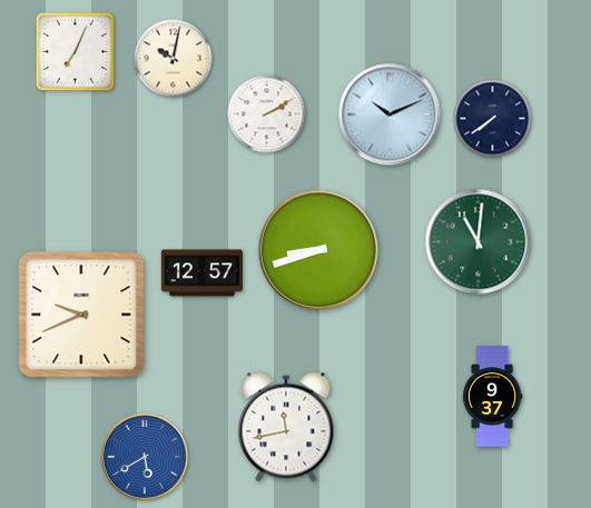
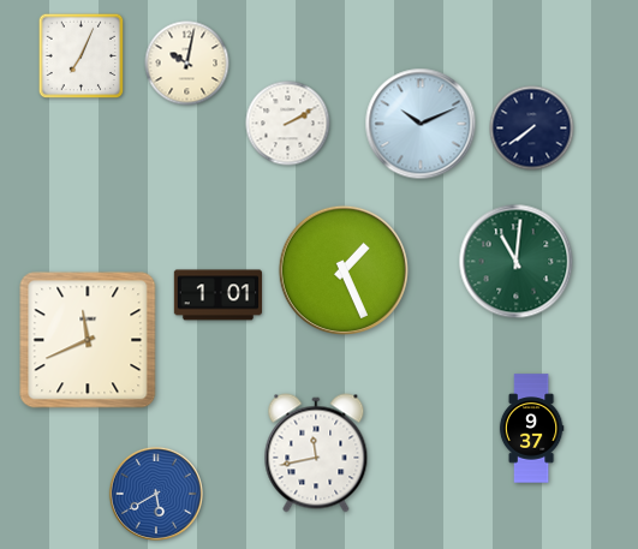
clock at (318, 250): 8:42 -> 1:26
clock at (201, 273): 12:57 -> 1:01
clock at (81, 315): 9:41 -> 11:41
clock at (286, 427) position: (286, 427) -> (316, 453)
